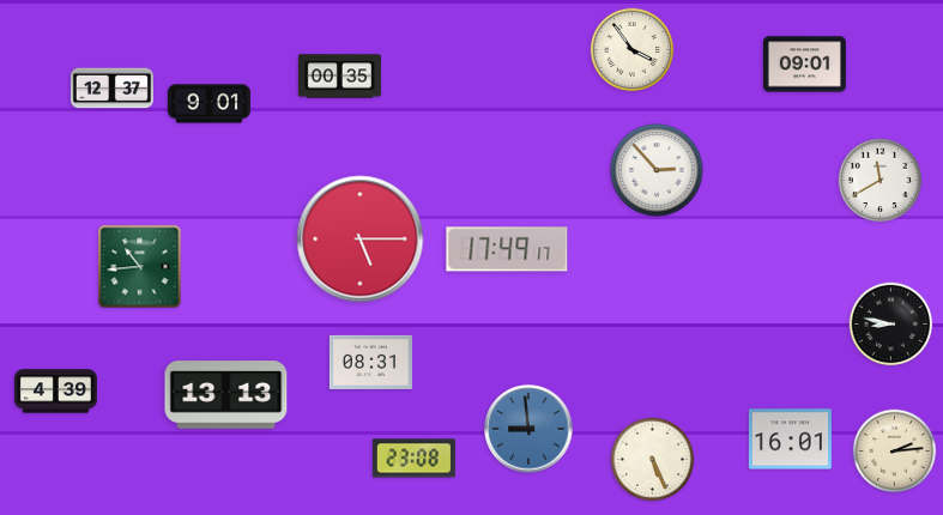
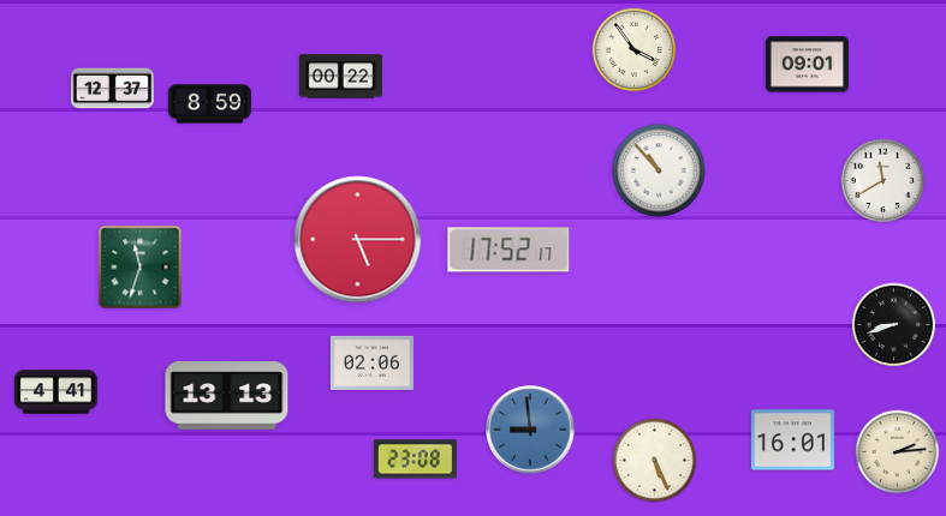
clock at (339, 77): 00:35 -> 00:22
clock at (208, 104): 9:01 -> 8:59
clock at (657, 170): 2:53 -> 10:53
clock at (361, 240) position: (361, 240) -> (358, 240)
clock at (507, 249): 17:49 -> 17:52
clock at (140, 267): 10:44 -> 11:33
clock at (891, 325): 8:47 -> 8:42
clock at (370, 362): 08:31 -> 02:06
clock at (55, 392): 4:39 -> 4:41
